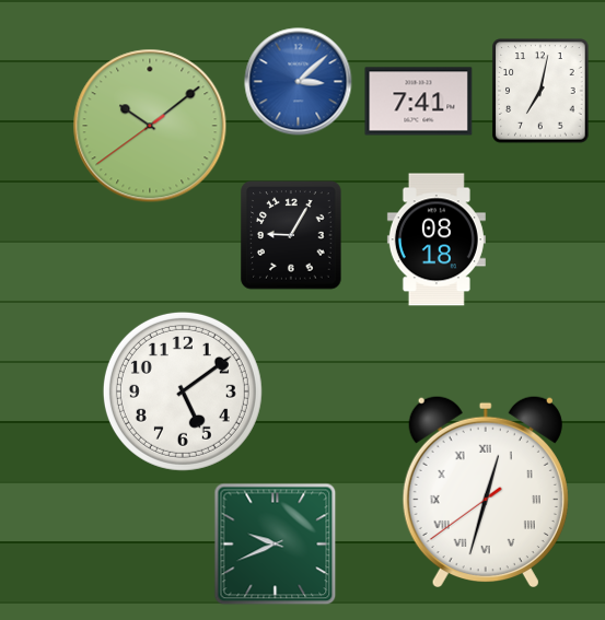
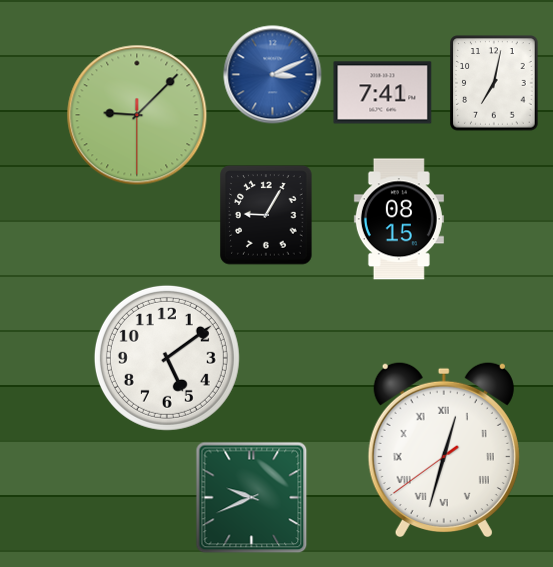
clock at (299, 82): 3:08 -> 3:11
clock at (150, 126): 10:08 -> 9:07
clock at (437, 239): 08:18 -> 08:15
